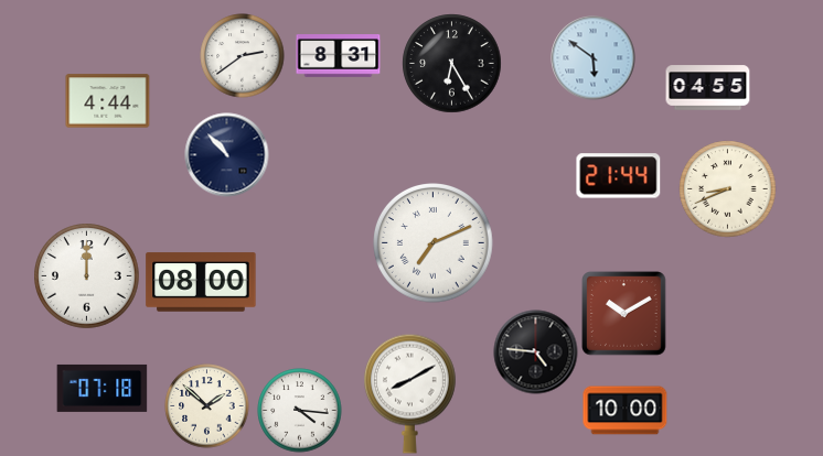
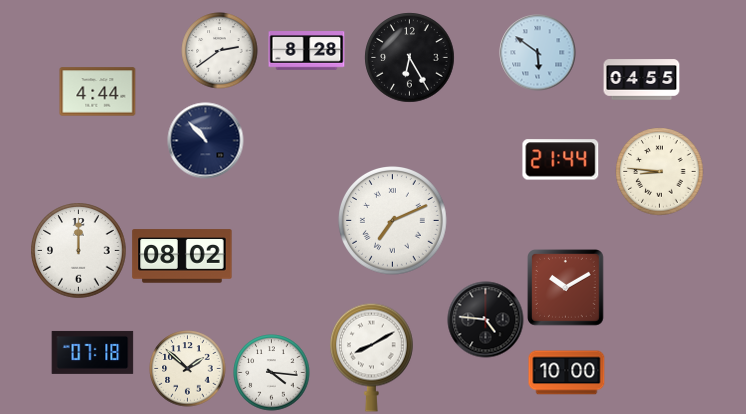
clock at (339, 56): 8:31 -> 8:28
clock at (728, 189): 8:41 -> 8:46
clock at (201, 282): 08:00 -> 08:02
clock at (624, 314) position: (624, 314) -> (566, 288)
